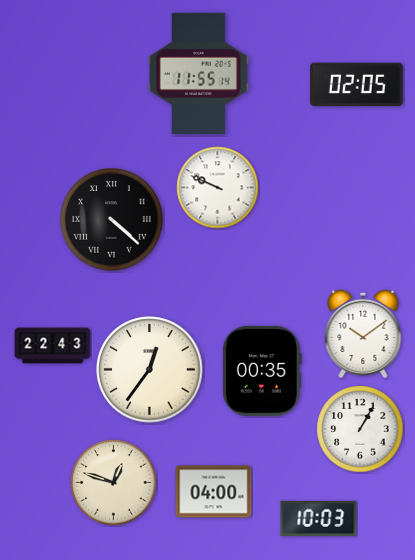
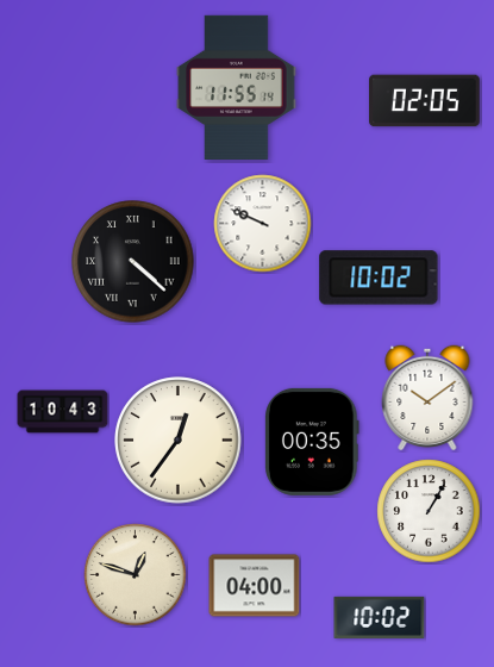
clock at (218, 188) position: (218, 188) -> (263, 224)
clock at (379, 278): none -> 10:02
clock at (363, 334) position: (363, 334) -> (427, 398)
clock at (53, 346): 22:43 -> 10:43
clock at (319, 518): 10:03 -> 10:02
